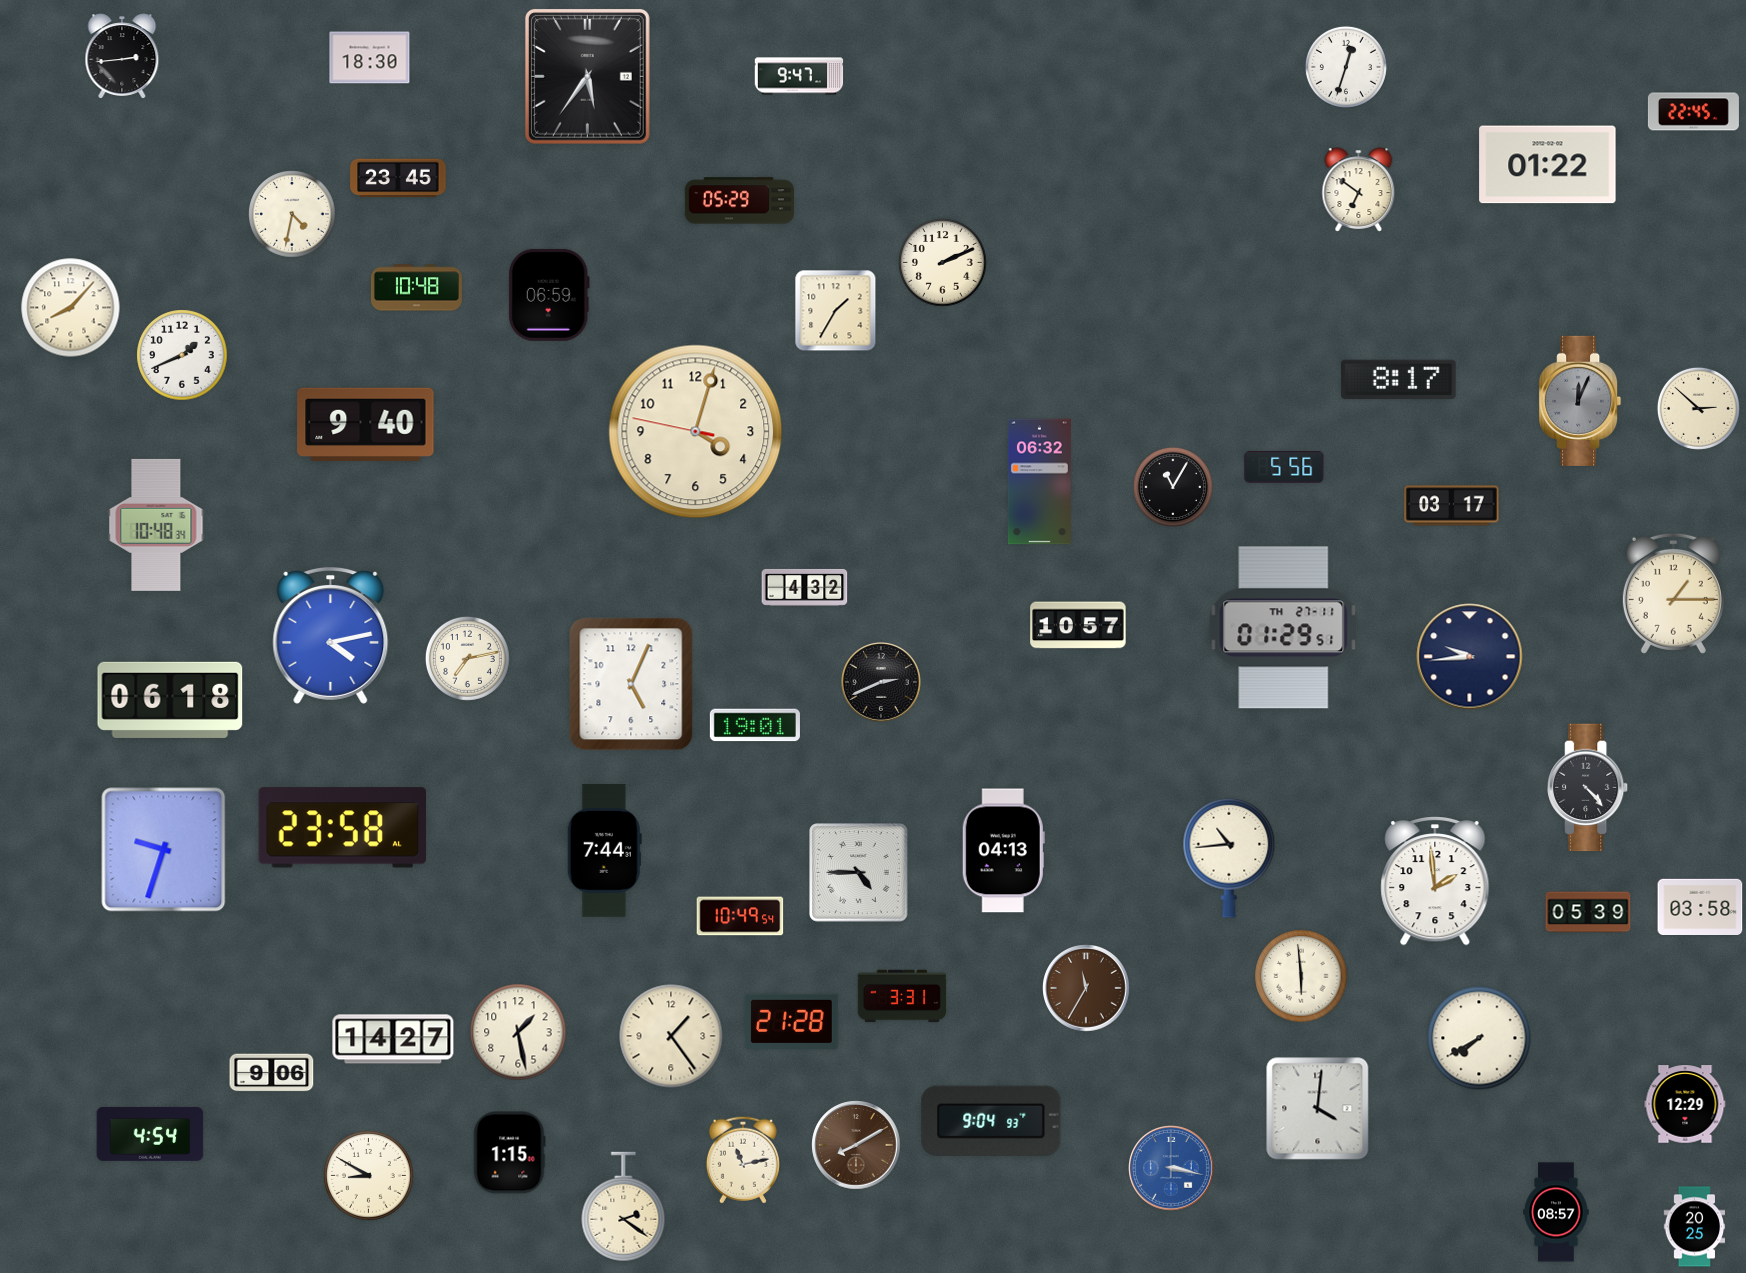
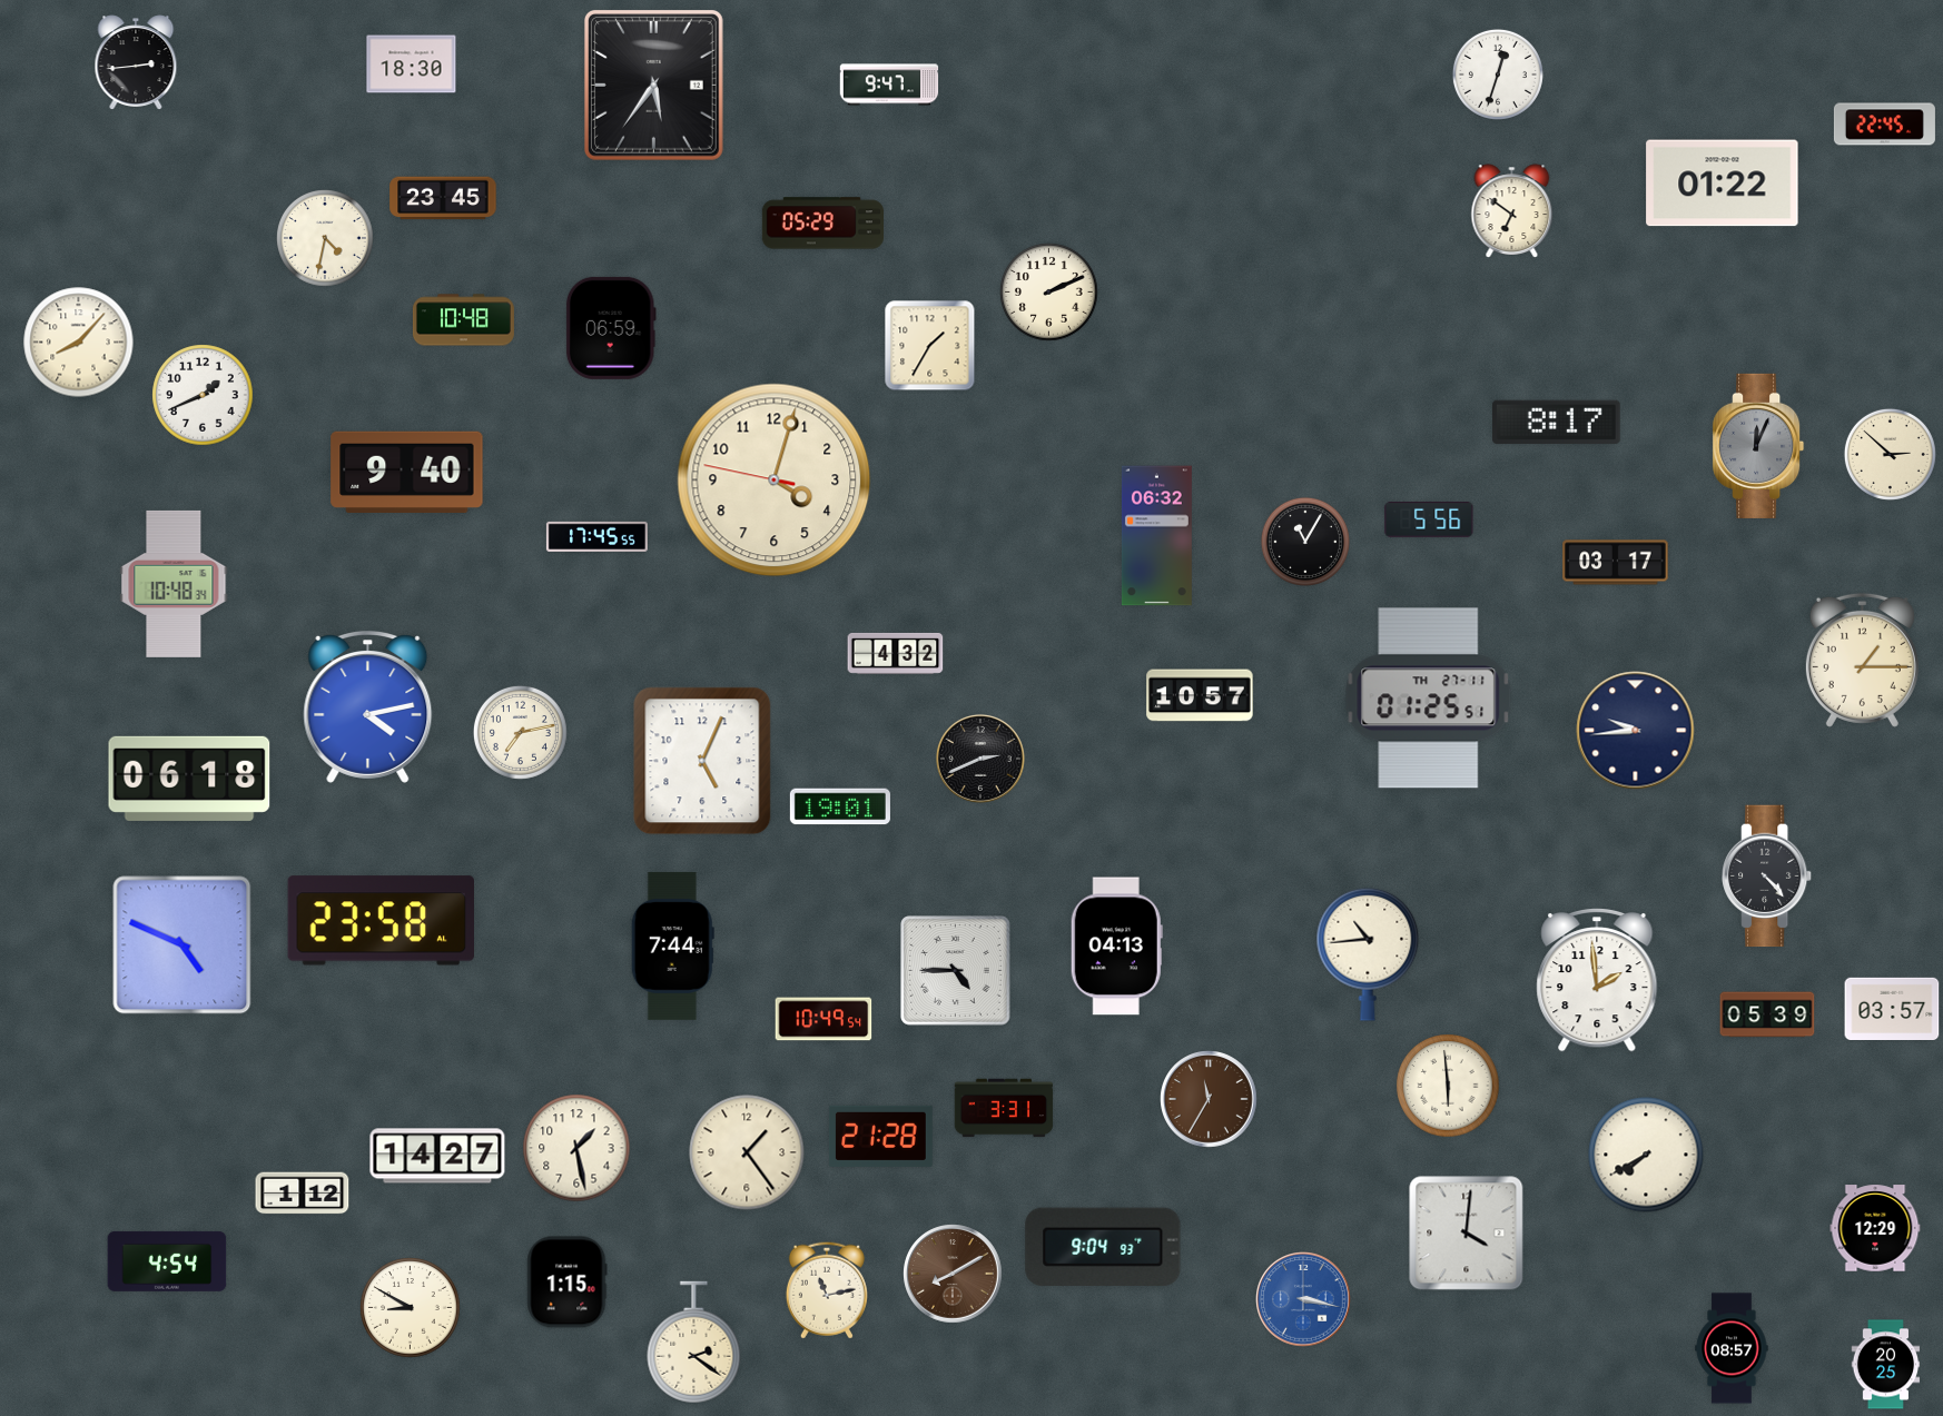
clock at (596, 536): none -> 17:45
clock at (1284, 628): 01:29 -> 01:25
clock at (164, 850): 9:33 -> 4:49
clock at (1700, 906): 03:58 -> 03:57
clock at (272, 1073): 9:06 -> 1:12
